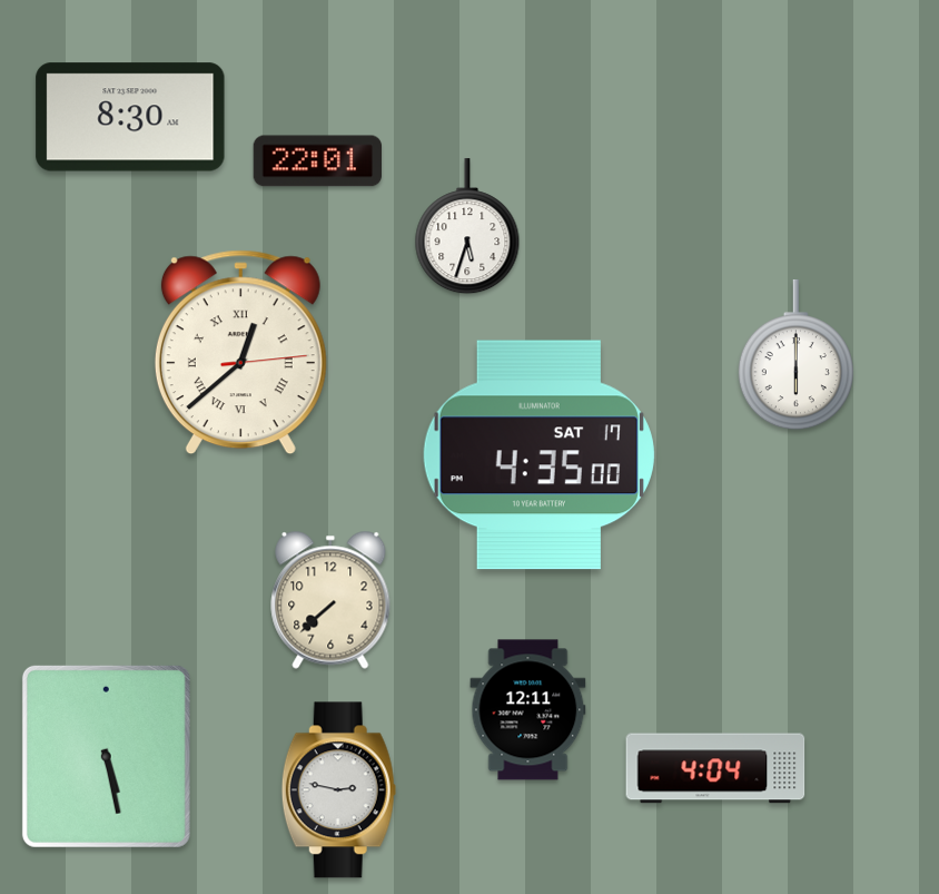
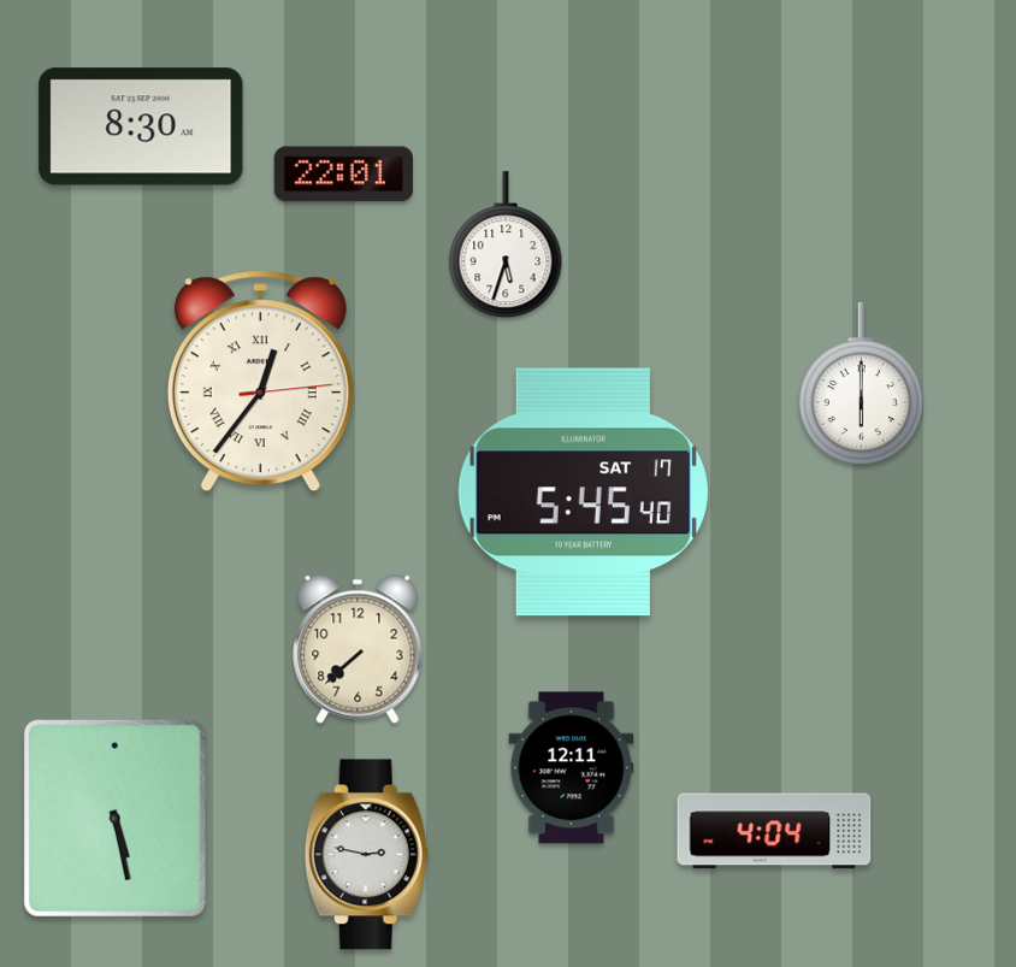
clock at (240, 353): 12:38 -> 12:36
clock at (538, 455): 4:35 -> 5:45
